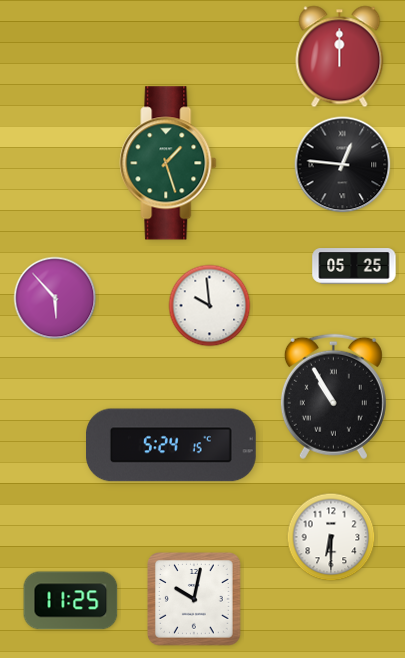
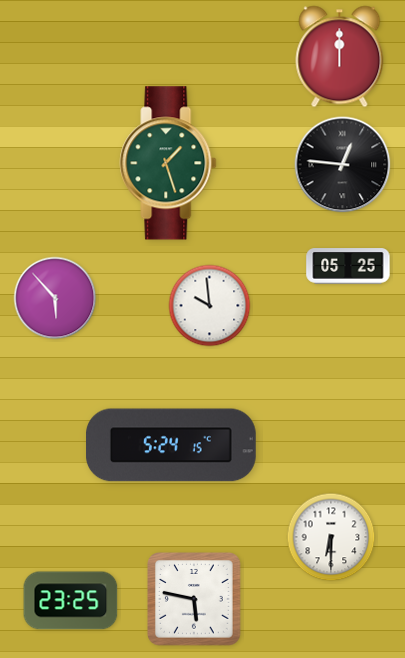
clock at (354, 266) position: (354, 266) -> (348, 266)
clock at (333, 397): 10:55 -> none
clock at (195, 600): 10:02 -> 5:47
clock at (71, 601): 11:25 -> 23:25
